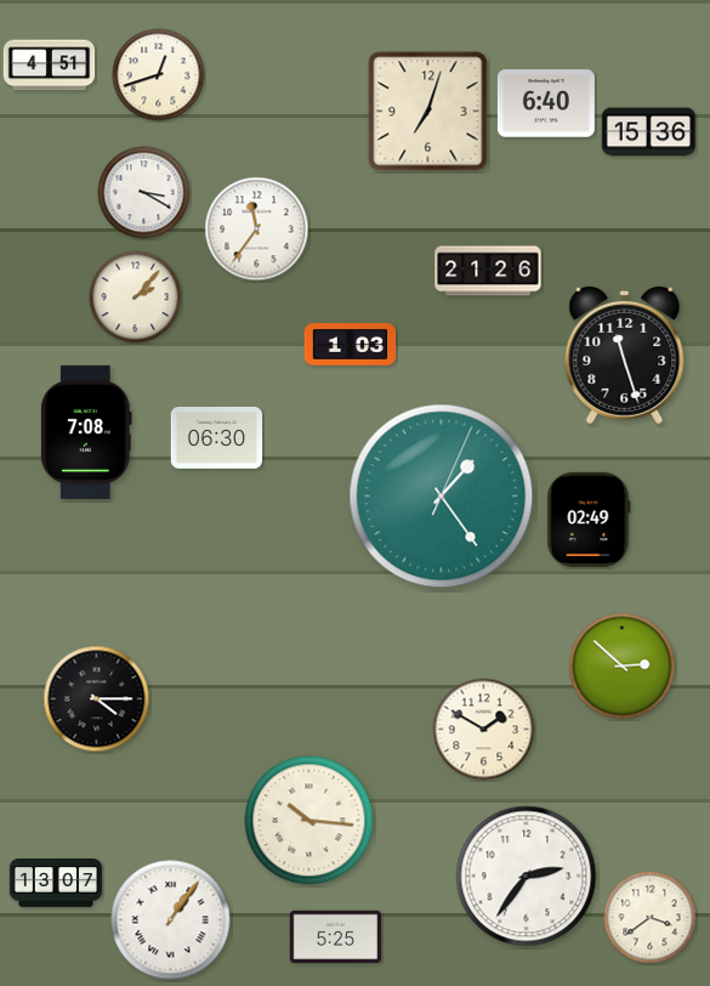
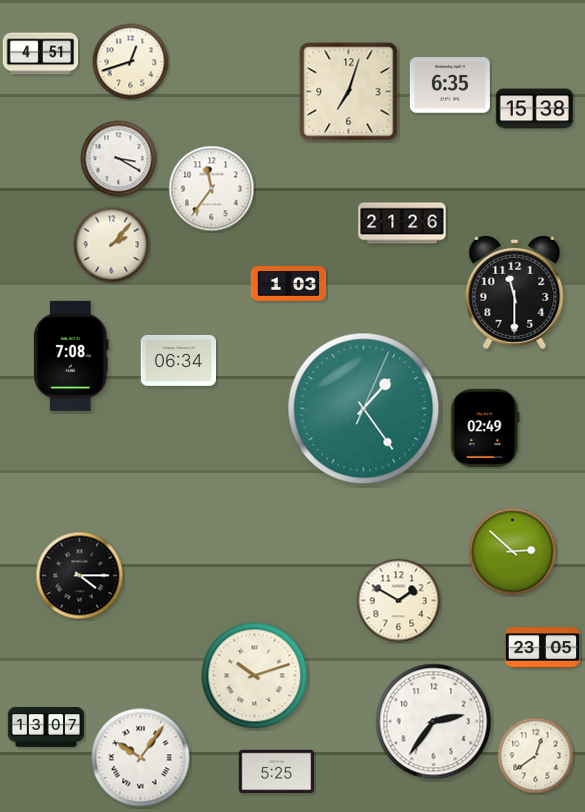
clock at (546, 103): 6:40 -> 6:35
clock at (428, 112) position: (428, 112) -> (349, 92)
clock at (648, 132): 15:36 -> 15:38
clock at (625, 355): 11:27 -> 11:30
clock at (217, 437): 06:30 -> 06:34
clock at (623, 667) position: (623, 667) -> (513, 552)
clock at (543, 648): none -> 23:05
clock at (309, 821): 10:16 -> 10:12
clock at (651, 918): 3:39 -> 12:39
clock at (171, 920): 1:06 -> 10:06
